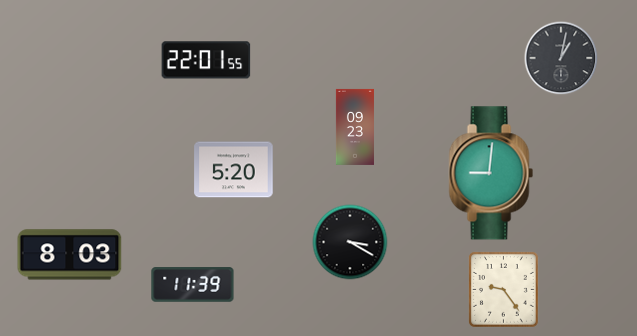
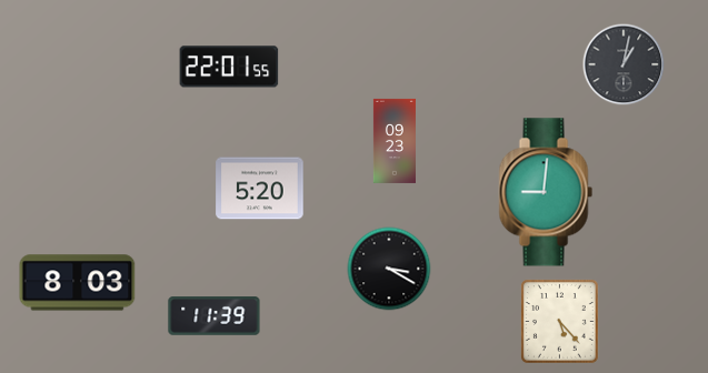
clock at (503, 289): 9:24 -> 5:23
